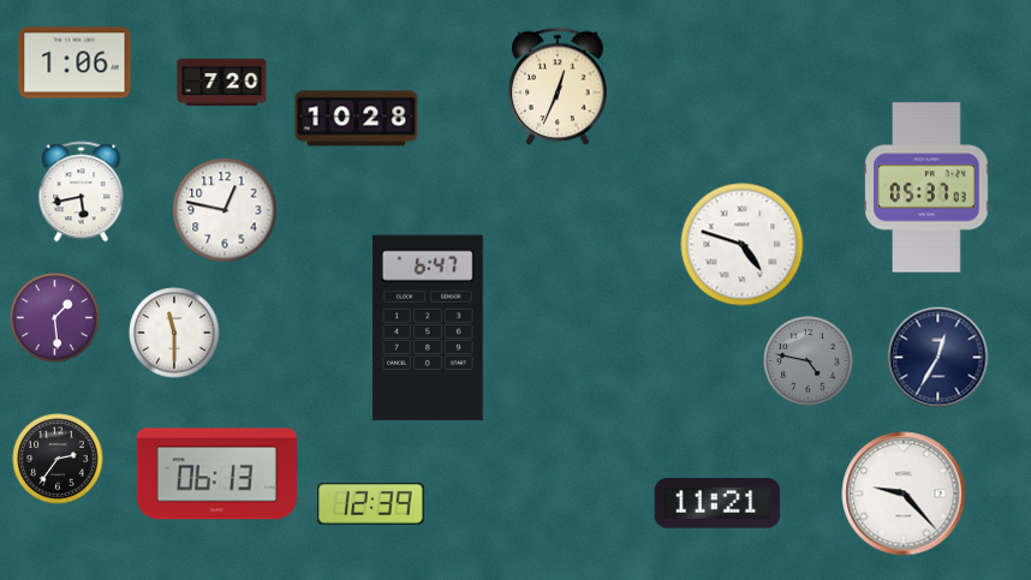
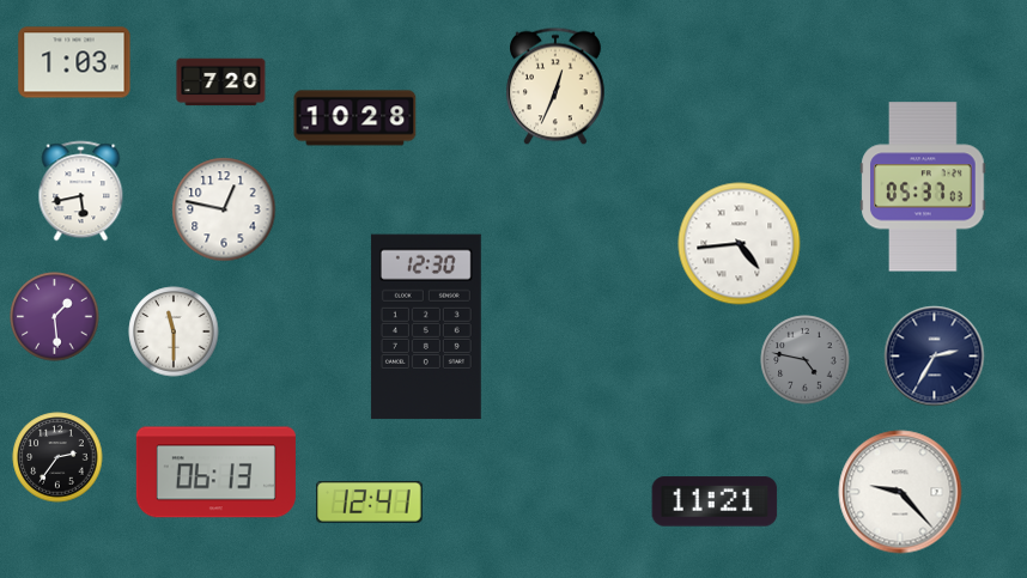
clock at (75, 62): 1:06 -> 1:03
clock at (743, 245): 4:48 -> 4:44
clock at (428, 328): 6:47 -> 12:30
clock at (938, 358): 12:35 -> 2:35
clock at (371, 503): 12:39 -> 12:41
